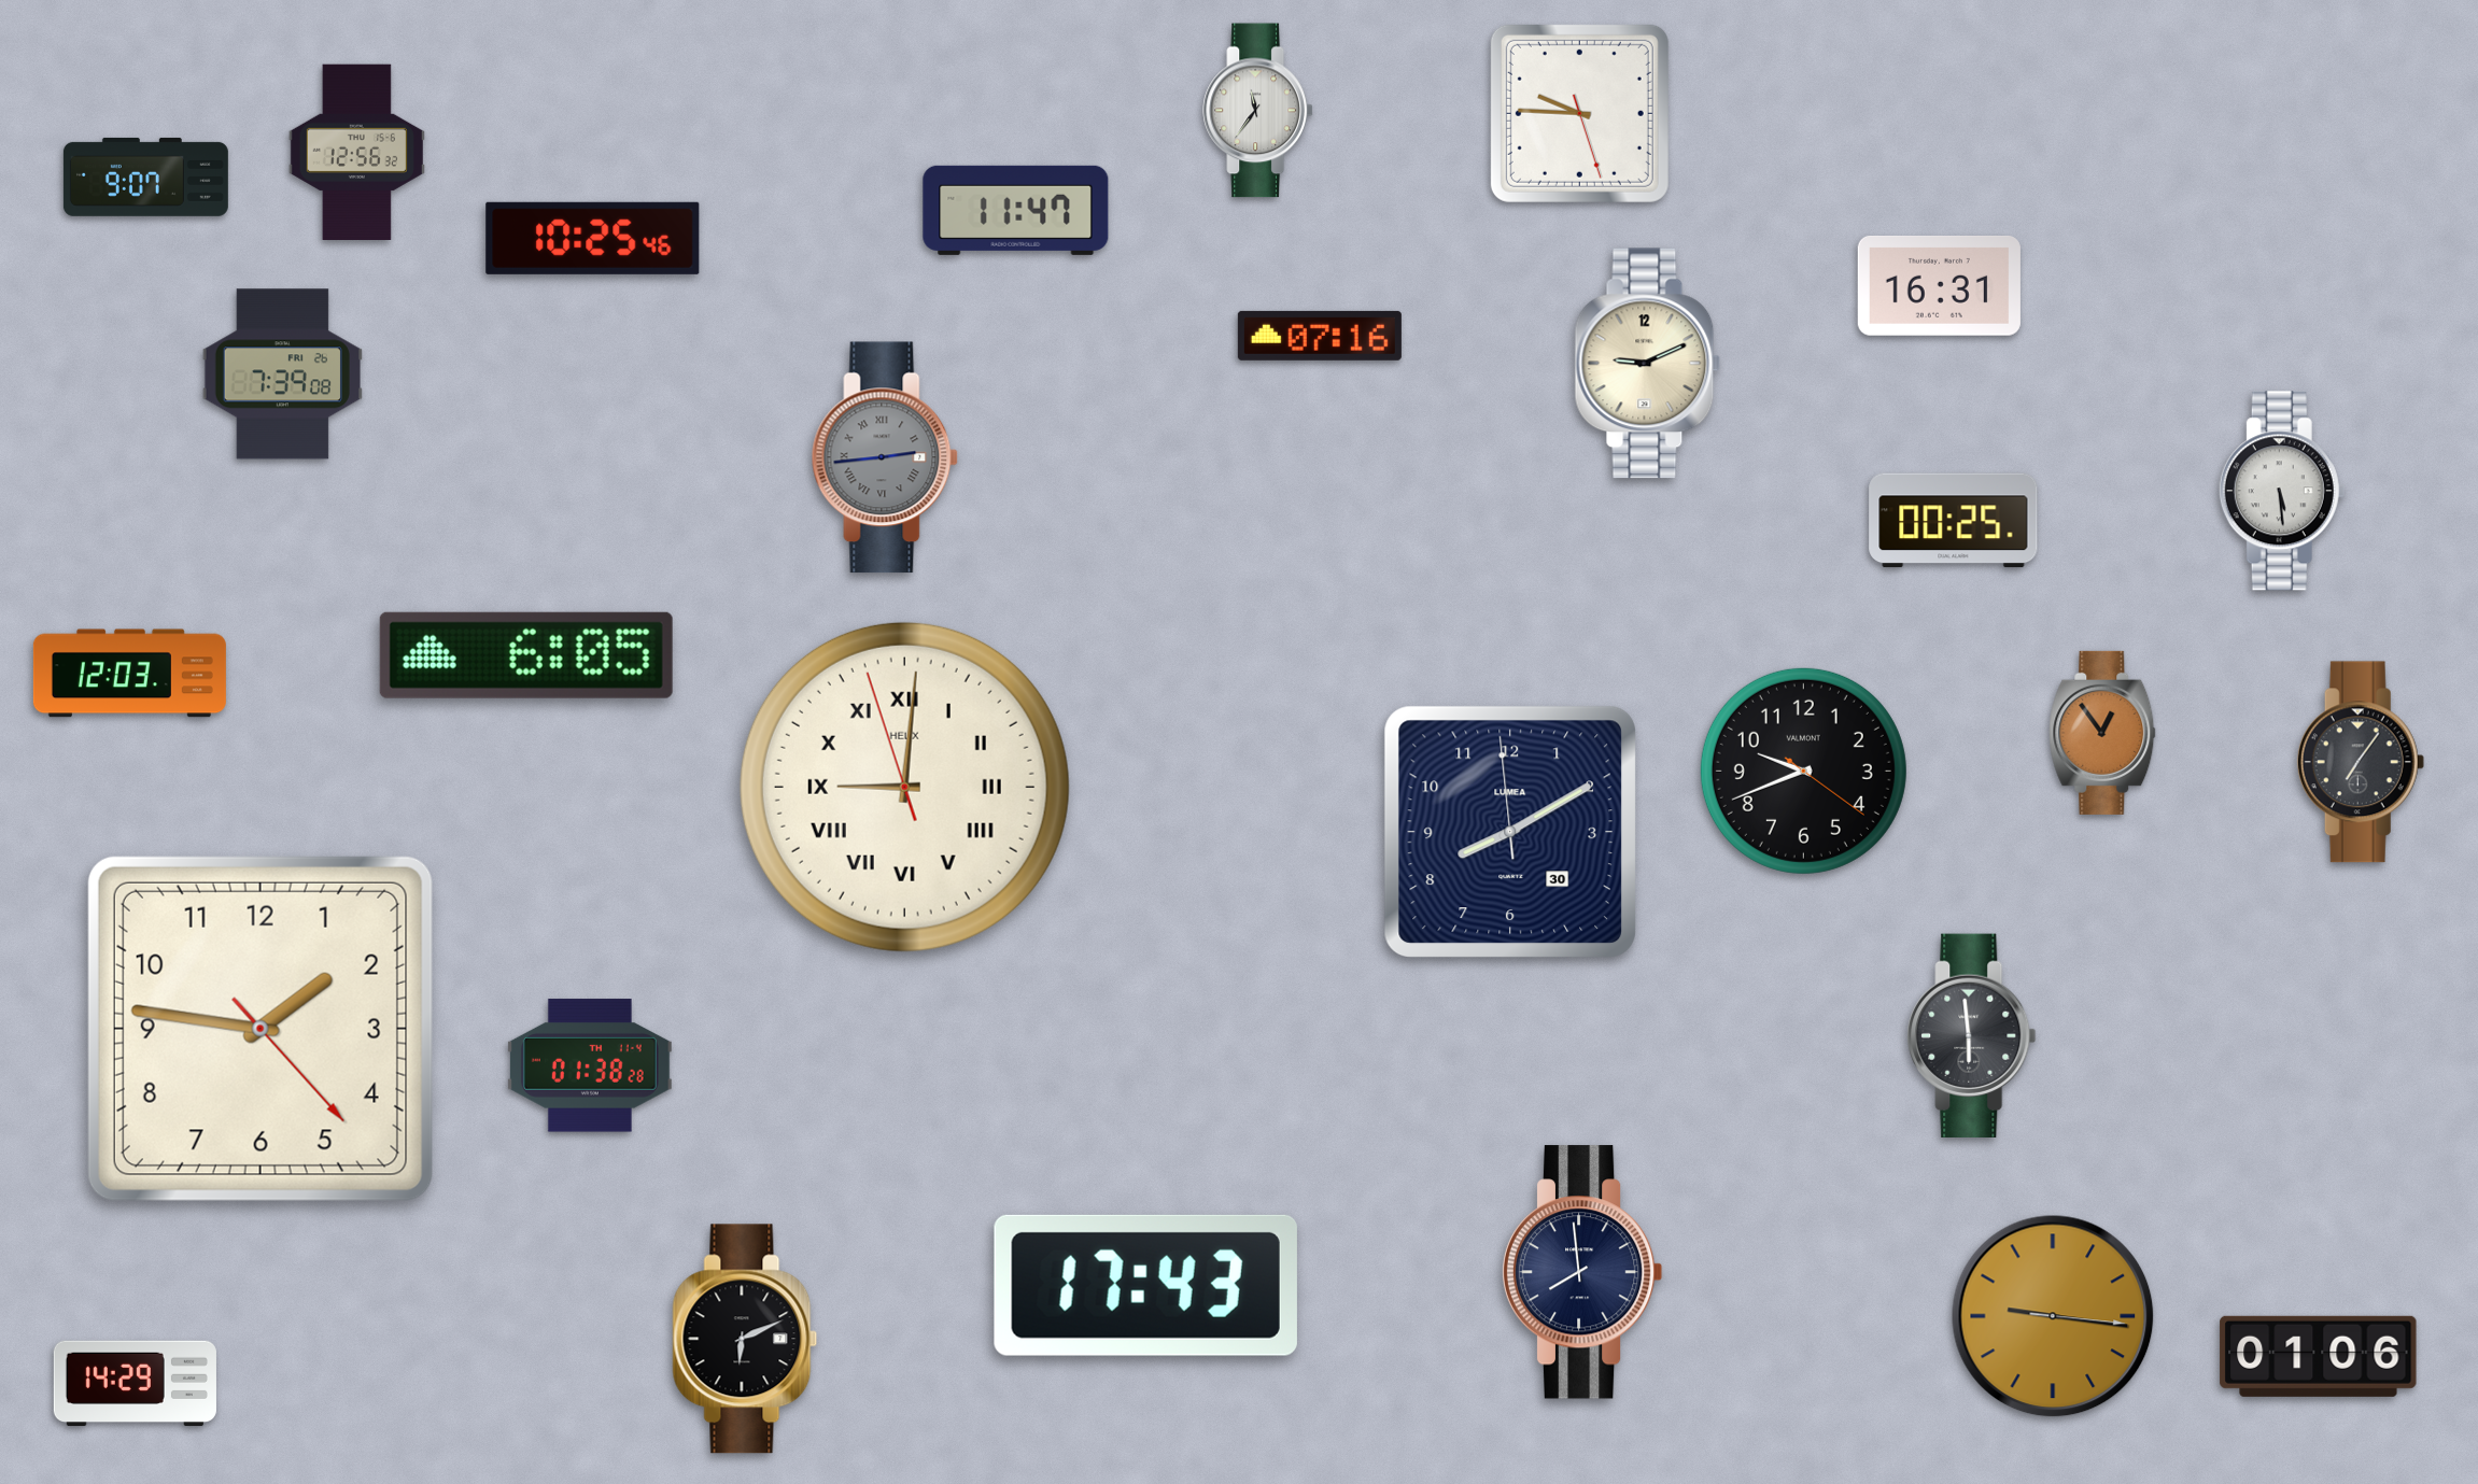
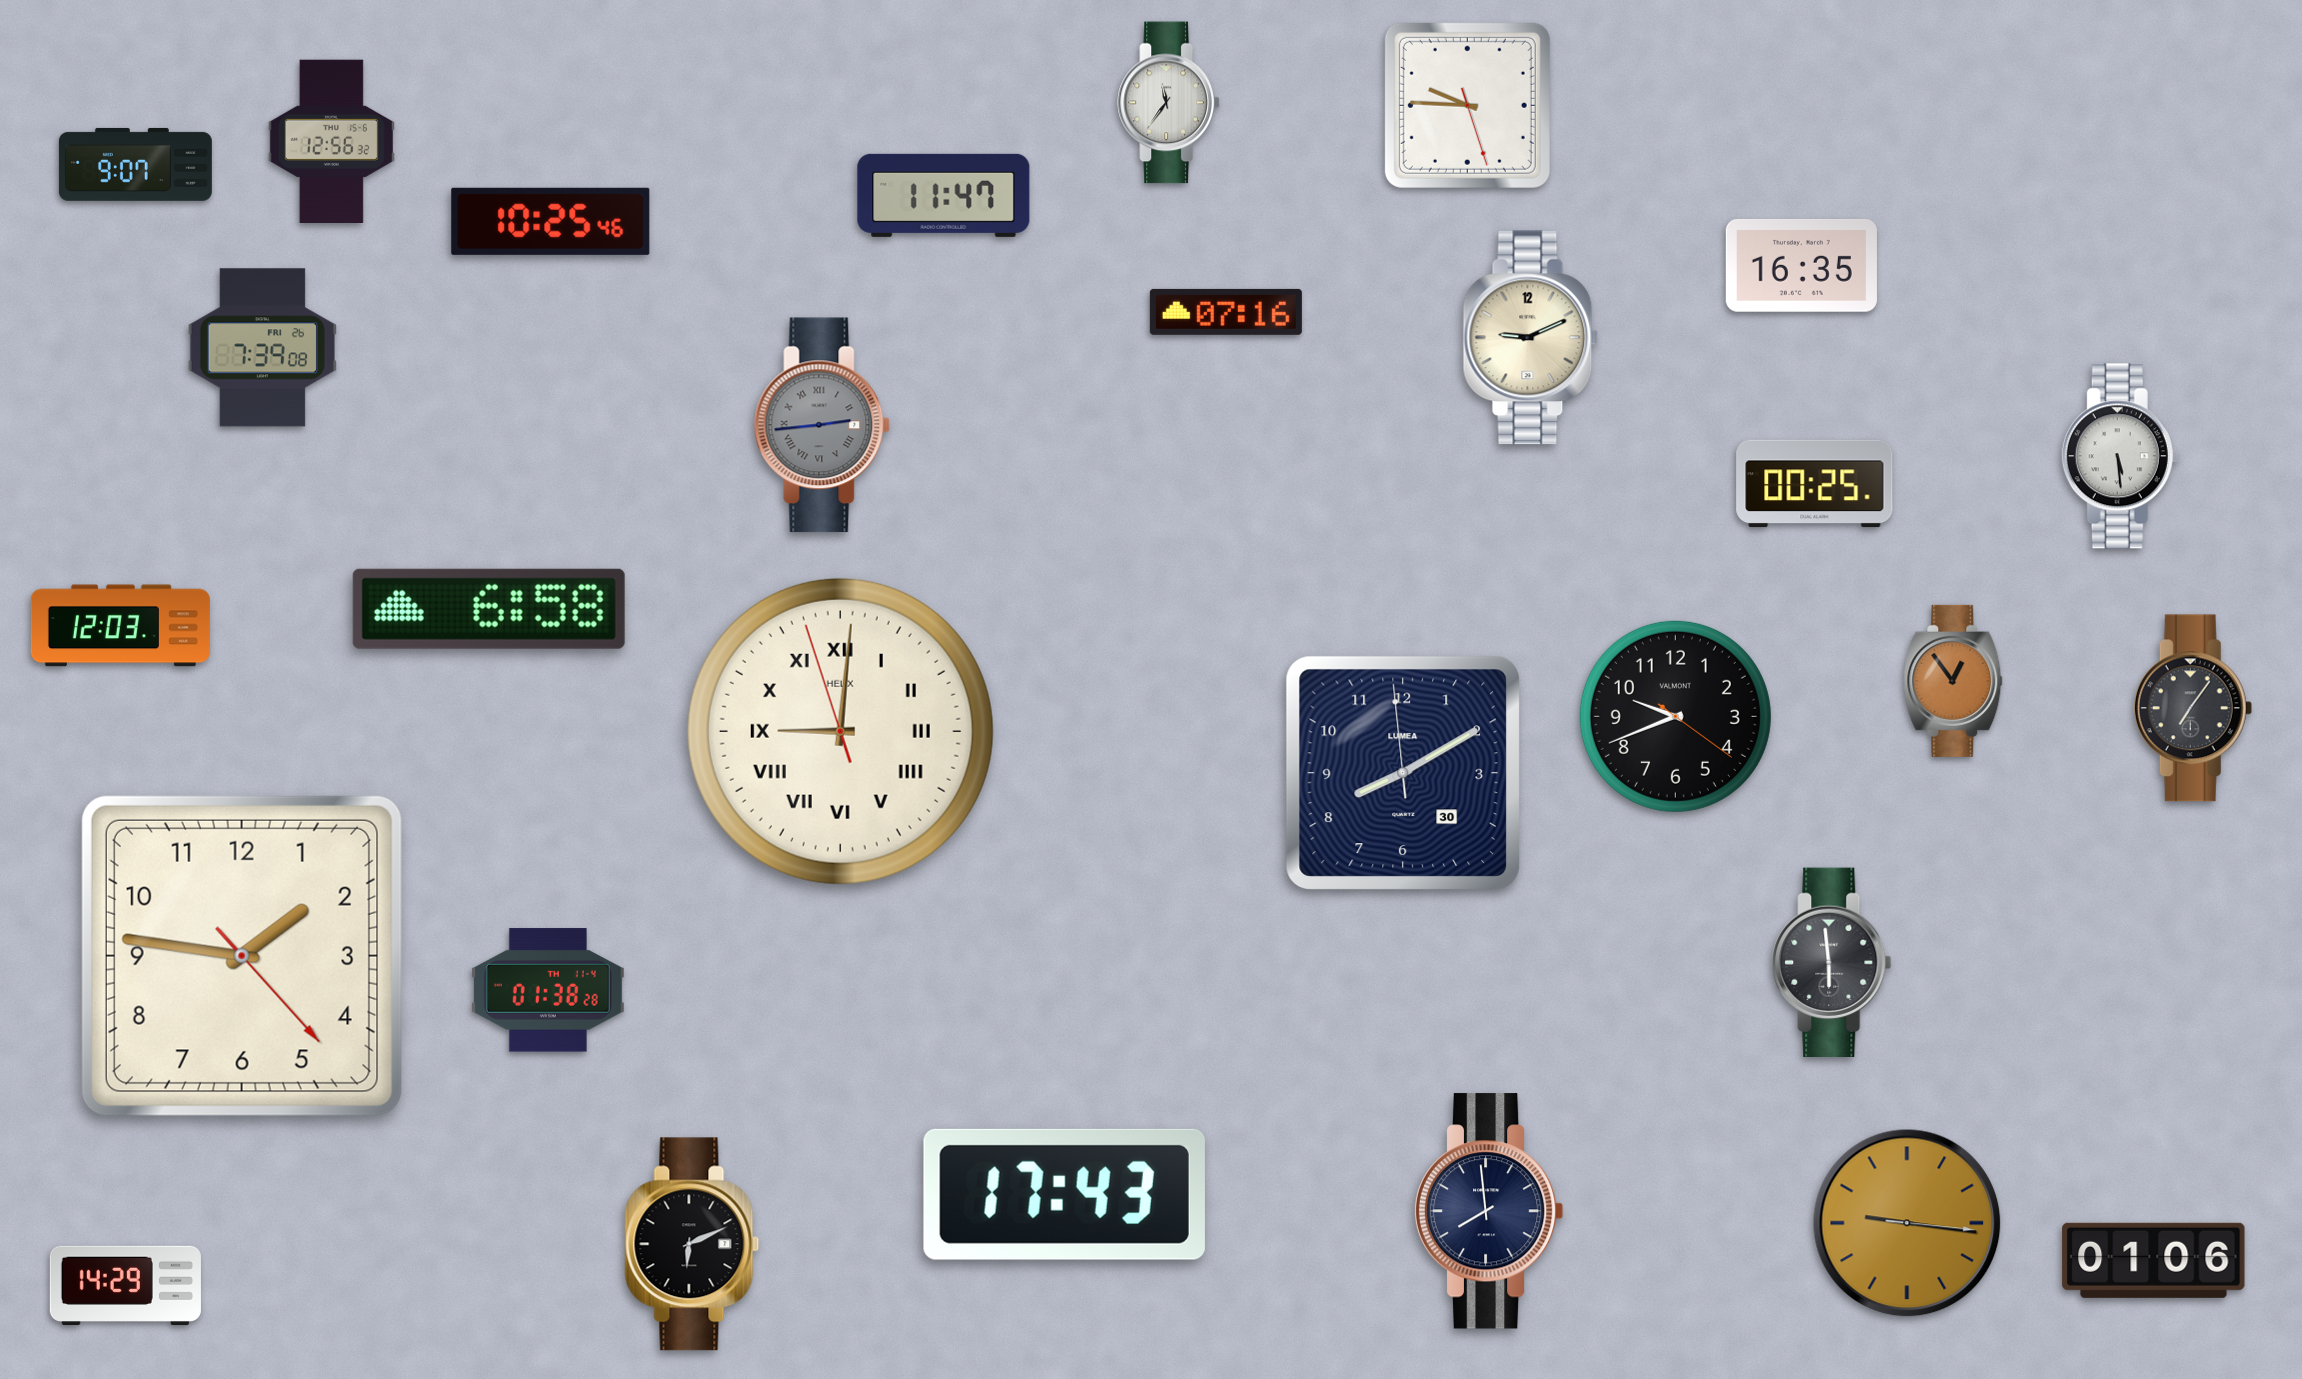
clock at (1939, 285): 16:31 -> 16:35
clock at (526, 655): 6:05 -> 6:58
clock at (1582, 1272) position: (1582, 1272) -> (1489, 1211)
